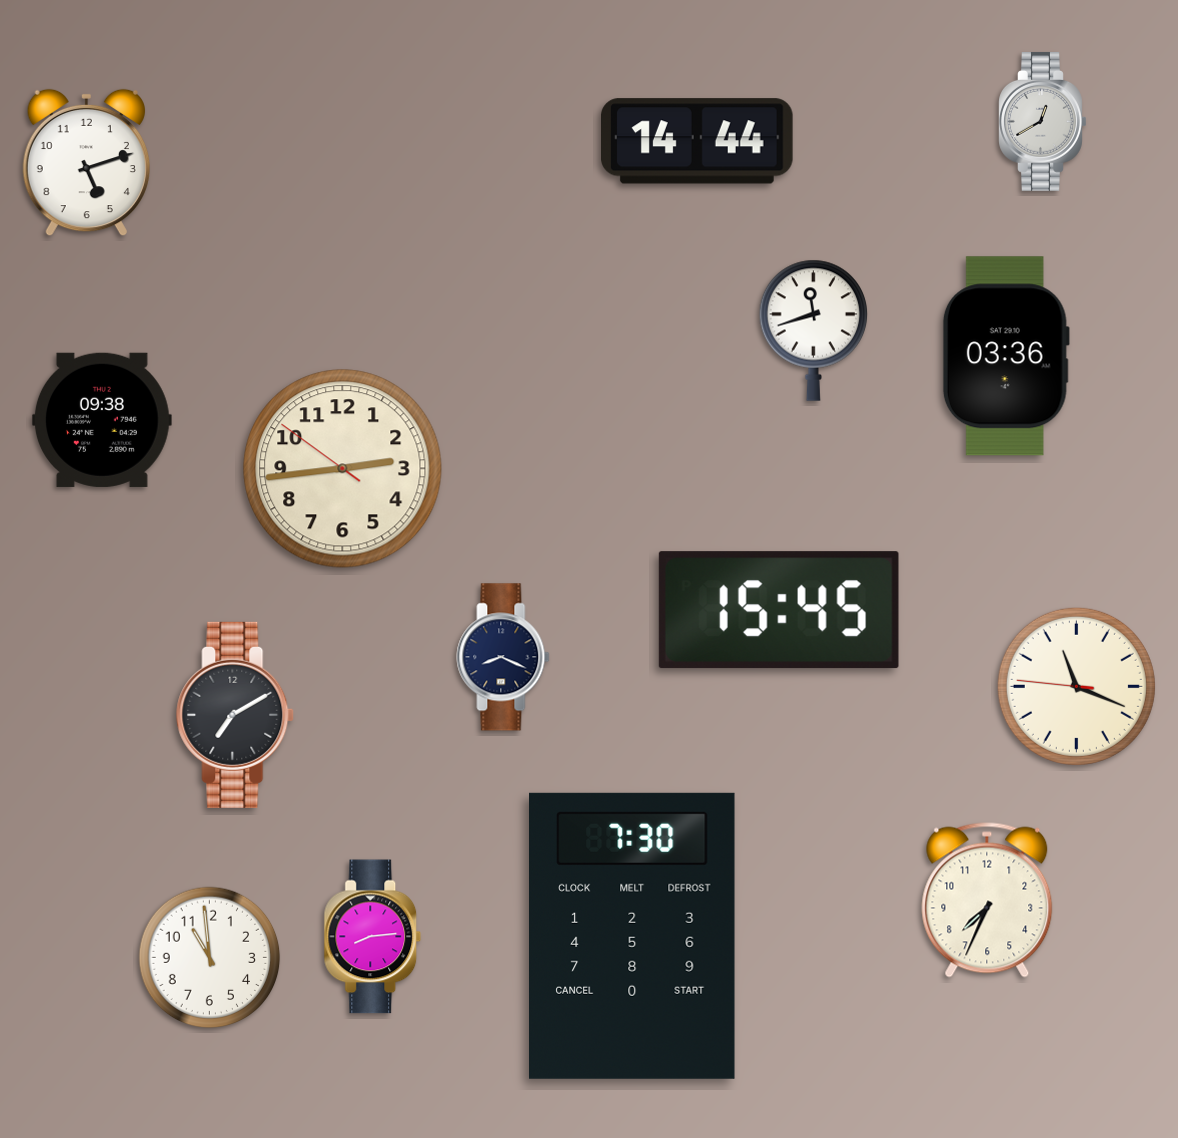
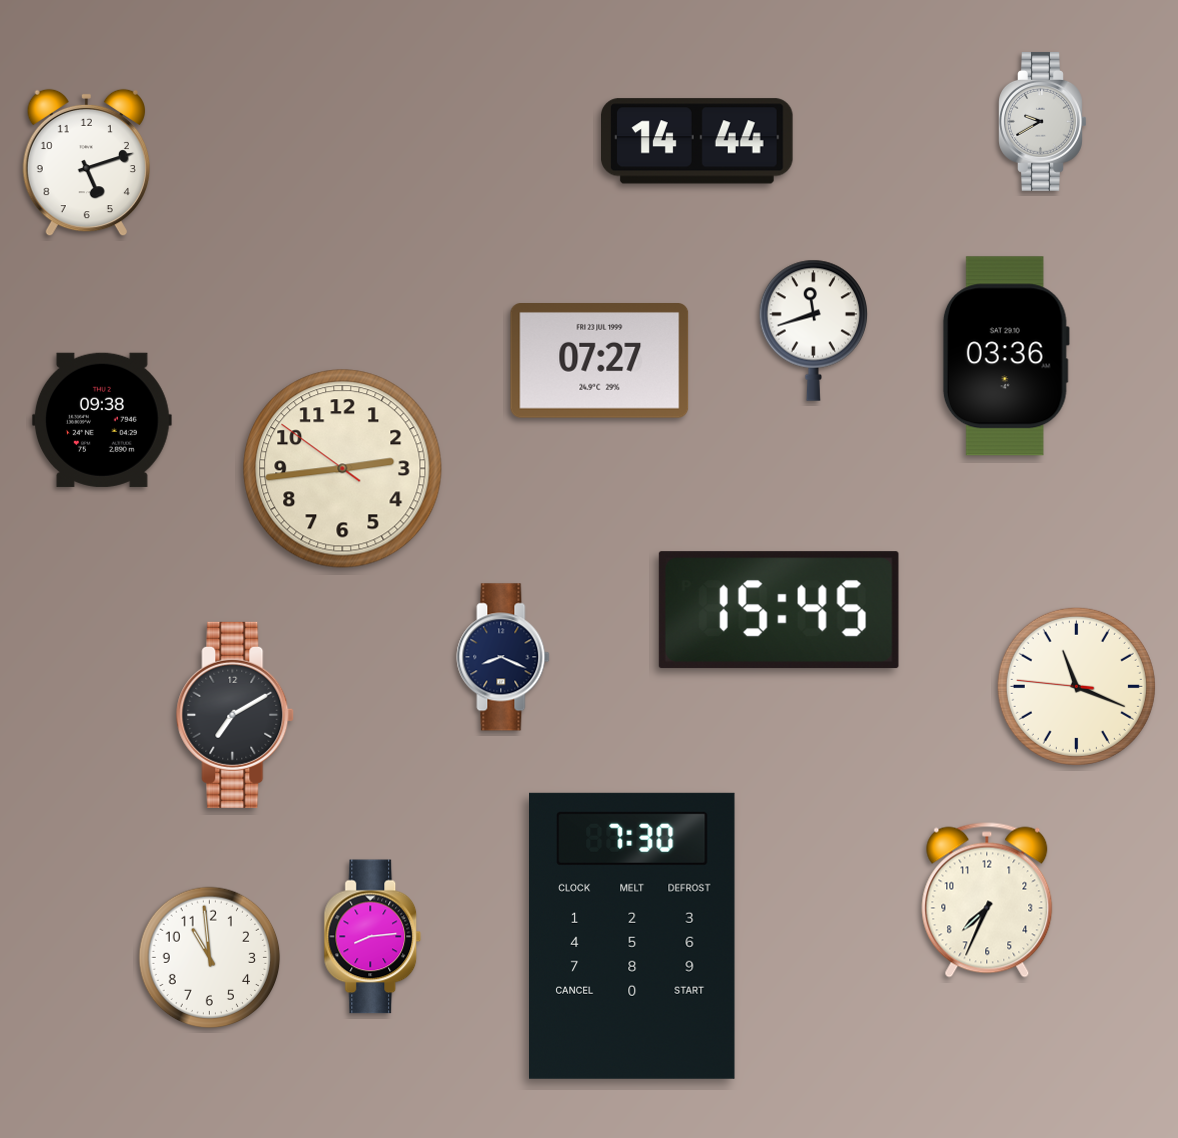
clock at (1043, 121): 12:40 -> 9:40
clock at (600, 361): none -> 07:27
